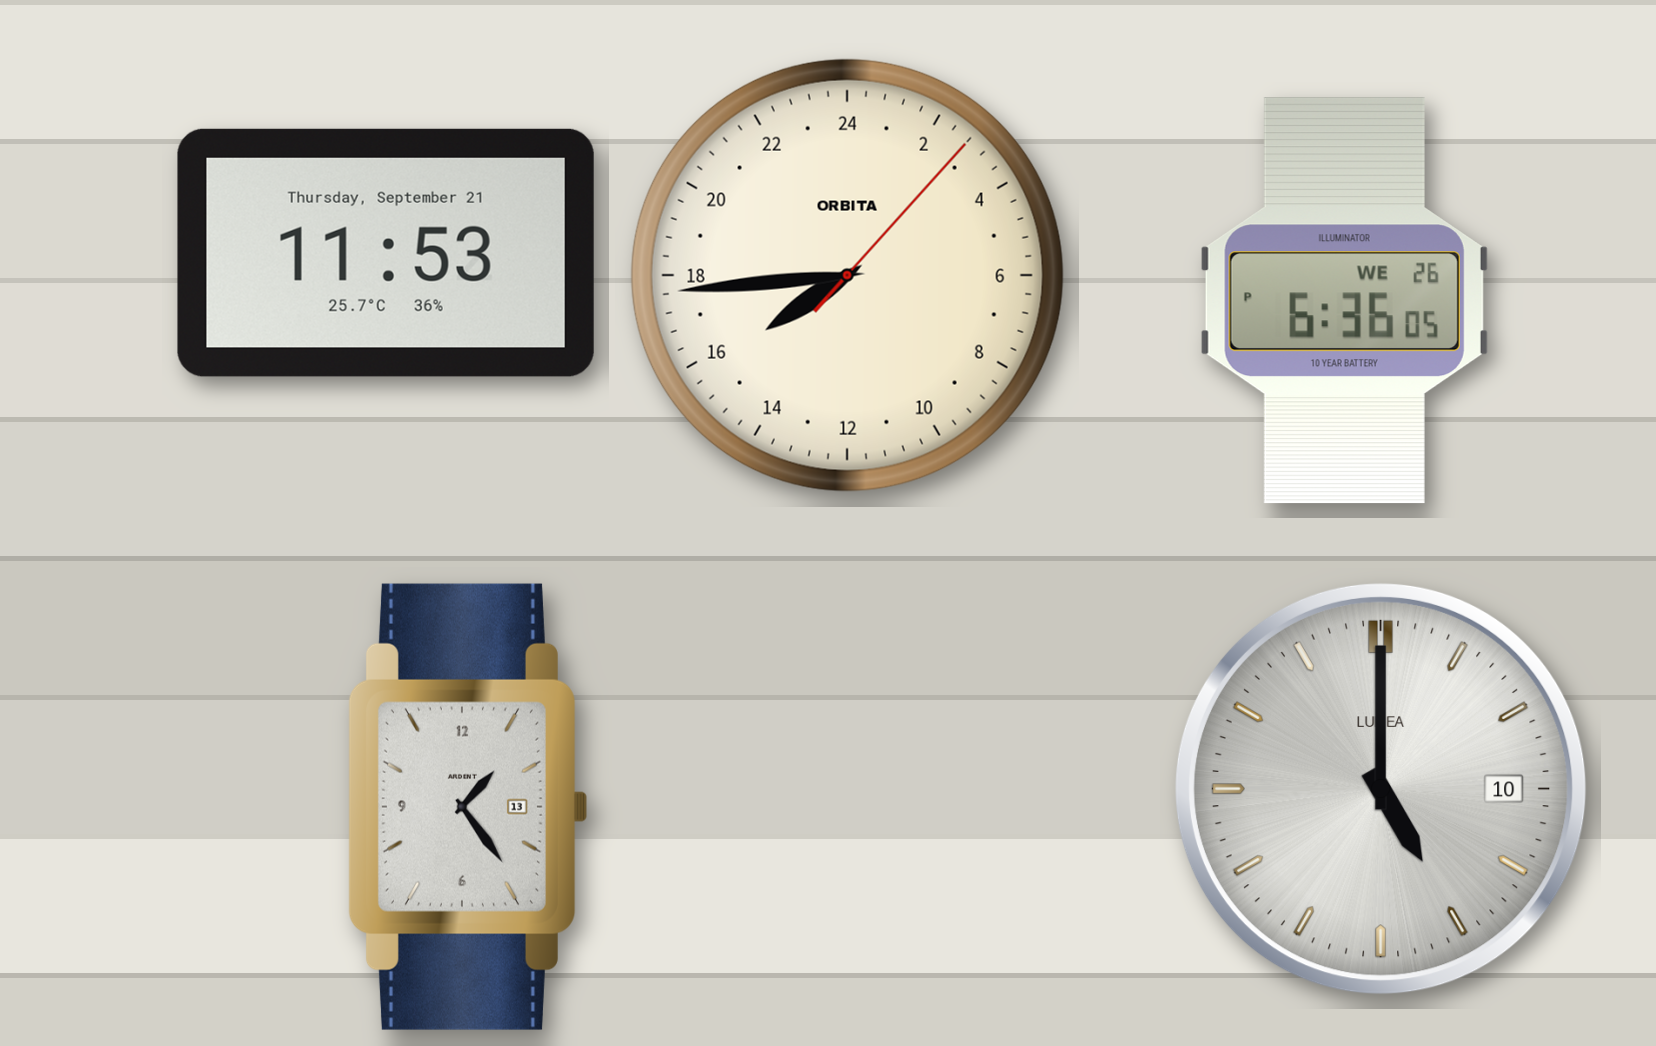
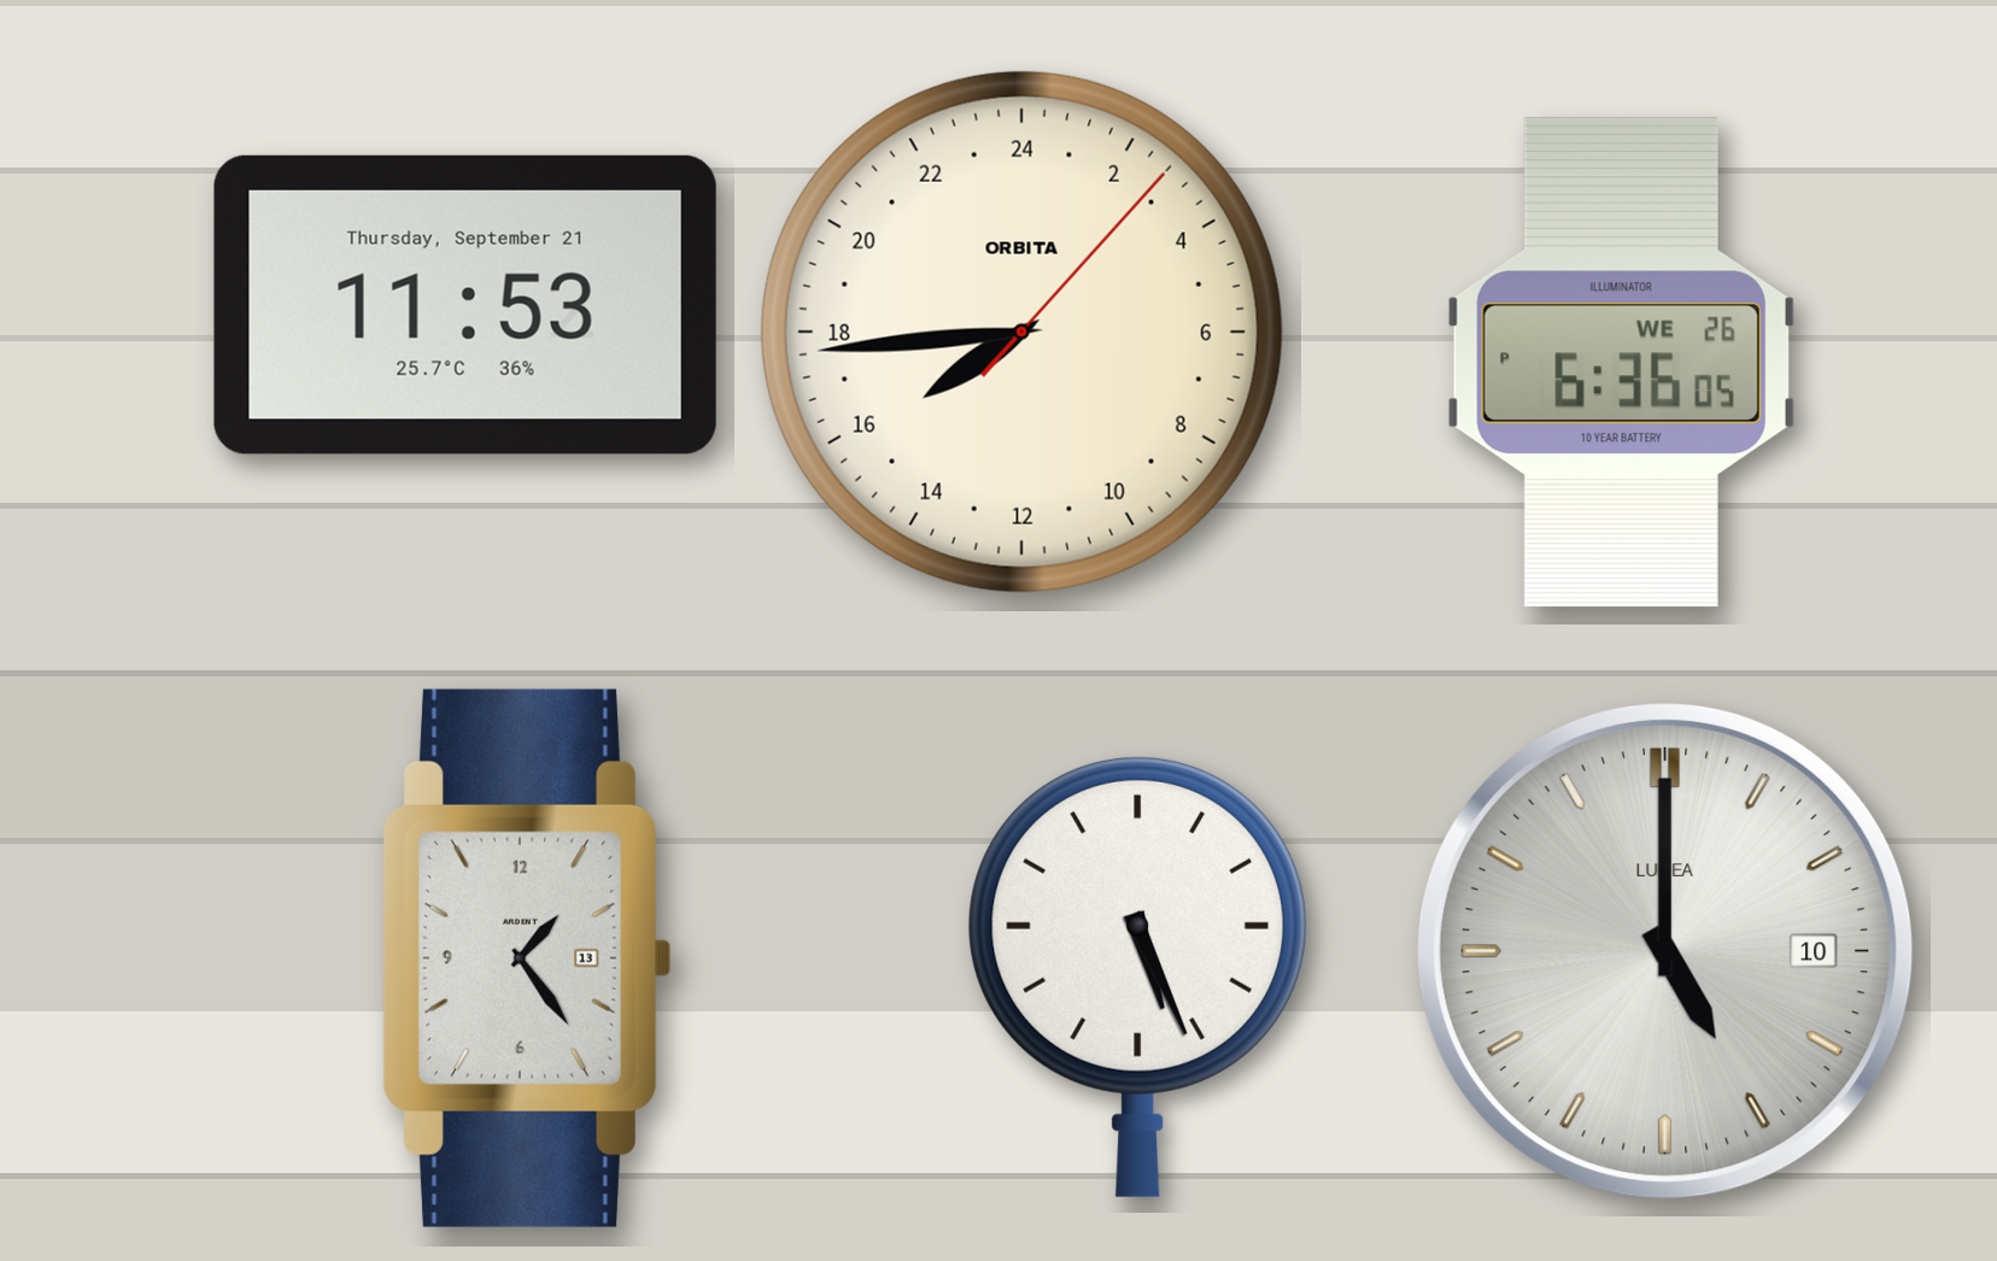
clock at (467, 807) position: (467, 807) -> (526, 958)
clock at (1137, 976): none -> 5:26
